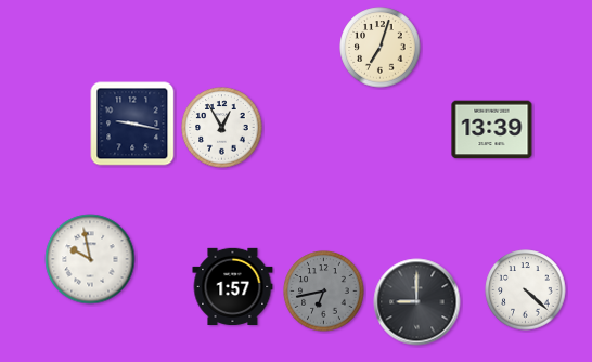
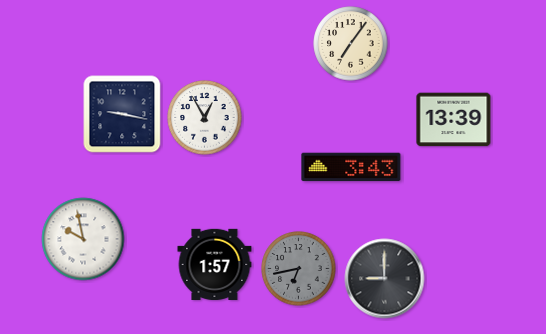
clock at (381, 48): 7:03 -> 7:06
clock at (351, 167): none -> 3:43
clock at (526, 290): 4:22 -> none
